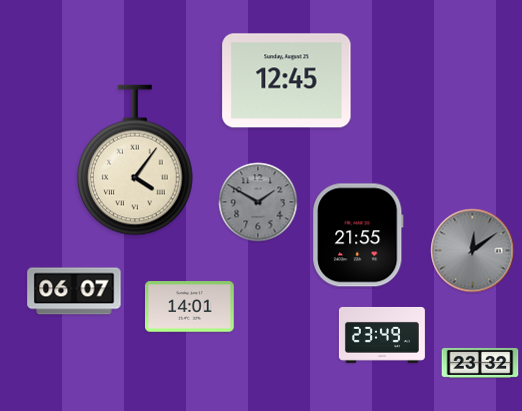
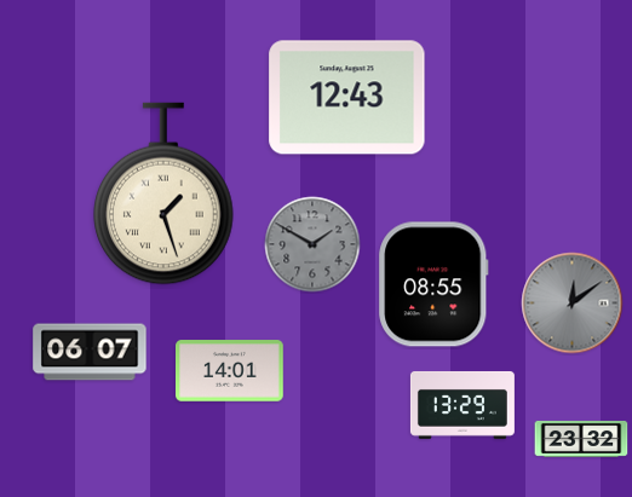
clock at (287, 81): 12:45 -> 12:43
clock at (135, 160): 4:06 -> 1:27
clock at (358, 235): 21:55 -> 08:55
clock at (382, 335): 23:49 -> 13:29
